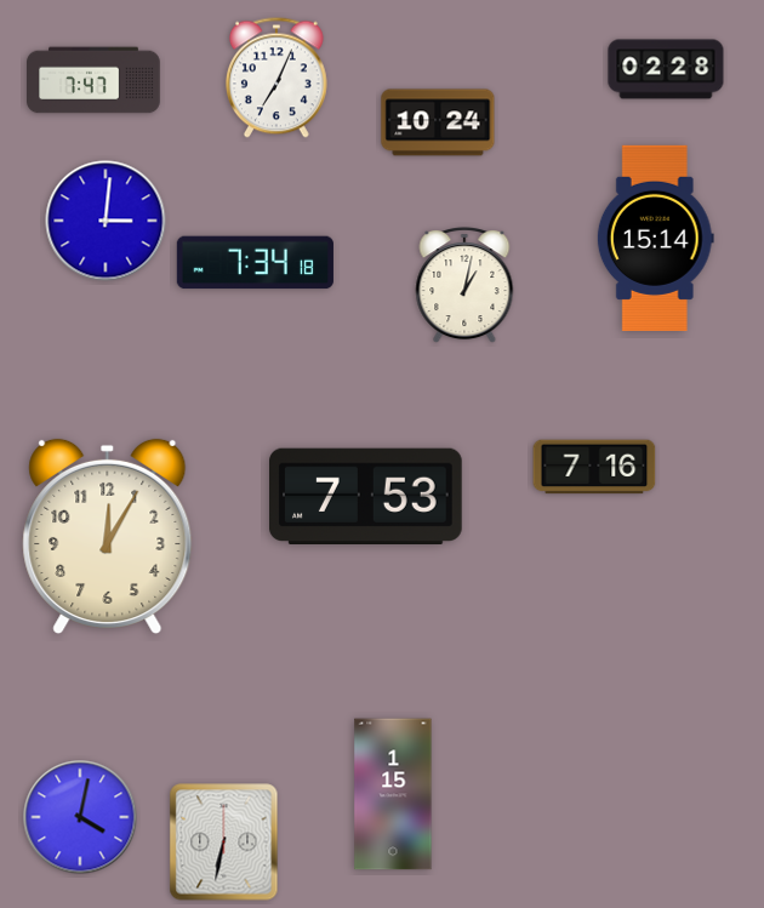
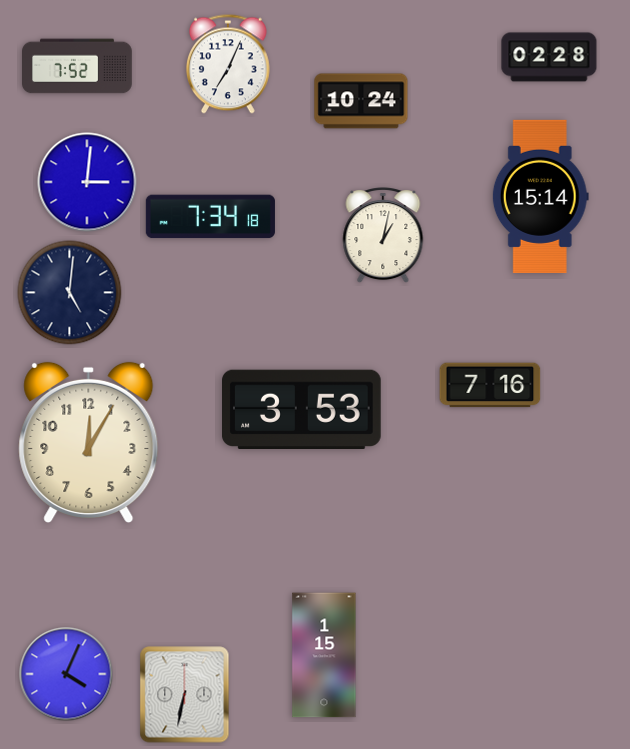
clock at (95, 80): 7:47 -> 7:52
clock at (70, 293): none -> 5:01
clock at (366, 496): 7:53 -> 3:53
clock at (80, 817): 4:02 -> 4:04
